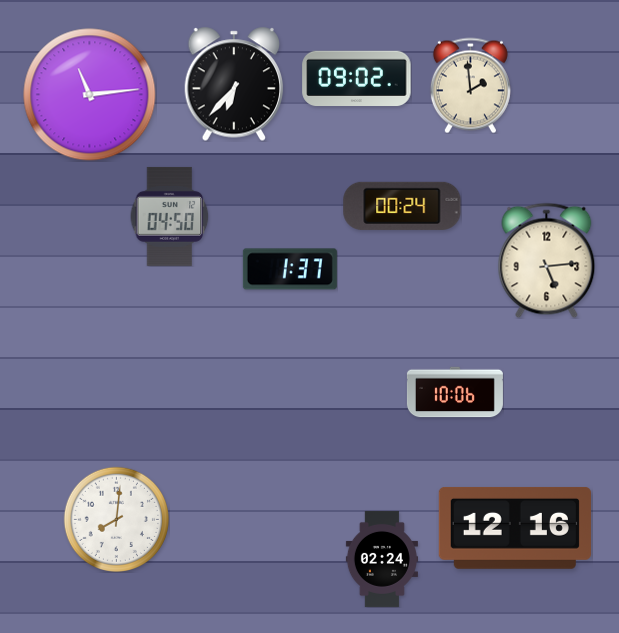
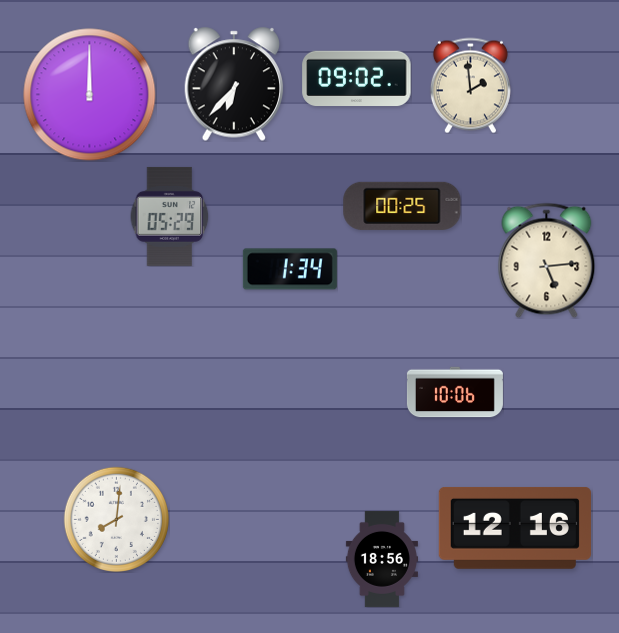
clock at (90, 95): 11:14 -> 12:00
clock at (402, 206): 00:24 -> 00:25
clock at (170, 216): 04:50 -> 05:29
clock at (290, 269): 1:37 -> 1:34
clock at (382, 559): 02:24 -> 18:56
